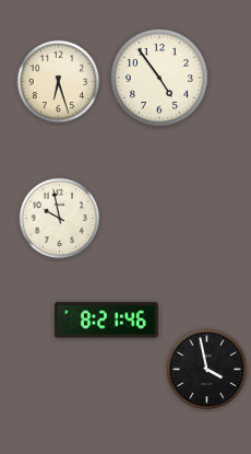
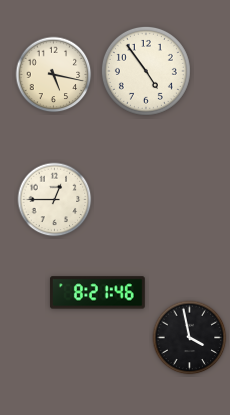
clock at (59, 82): 6:27 -> 5:17
clock at (60, 219): 9:58 -> 12:45
